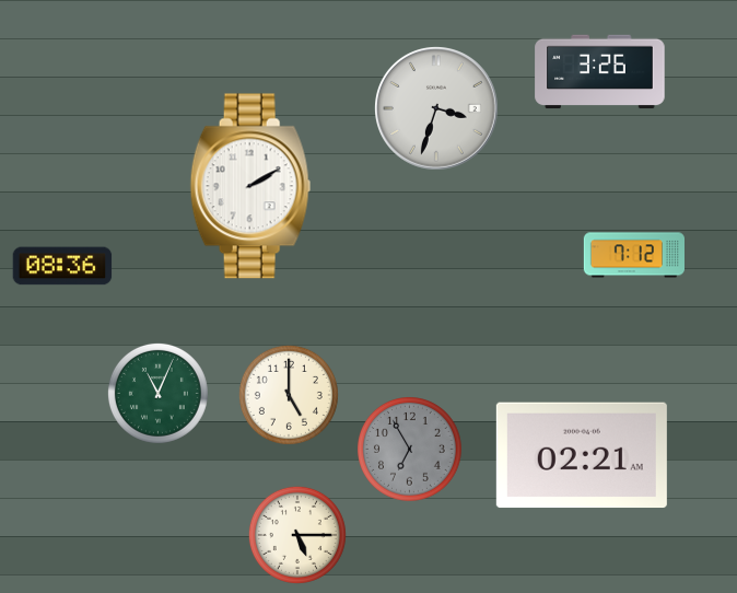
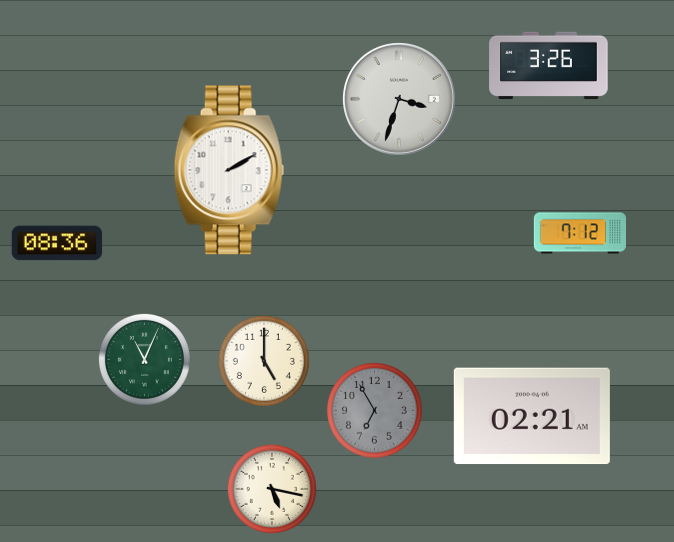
clock at (297, 535): 5:15 -> 5:17
